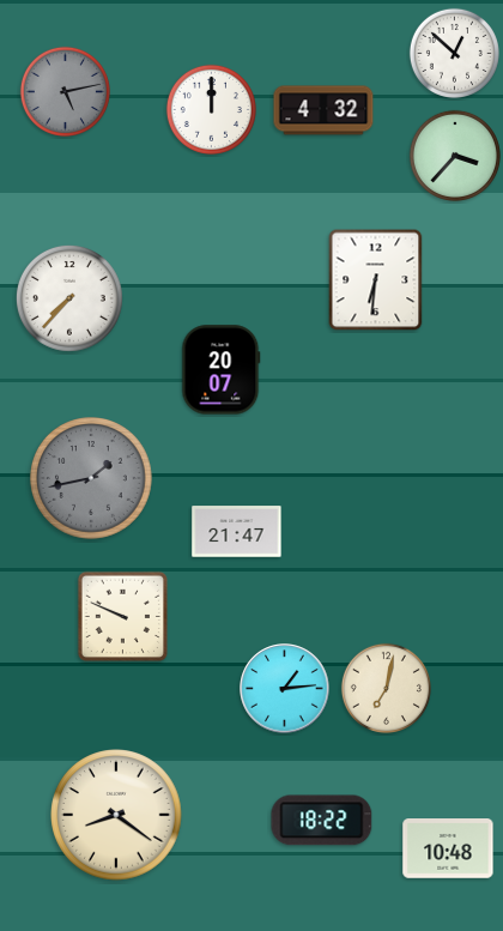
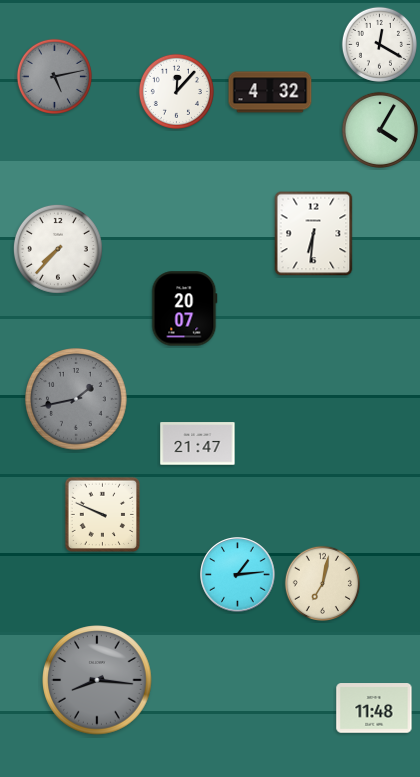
clock at (454, 53): 12:52 -> 12:20
clock at (211, 109): 12:00 -> 12:07
clock at (455, 156): 3:37 -> 4:05
clock at (386, 688) position: (386, 688) -> (322, 583)
clock at (116, 815): 8:21 -> 8:16
clock at (116, 815) dial: cream -> grey
clock at (322, 821): 18:22 -> none
clock at (448, 848): 10:48 -> 11:48
